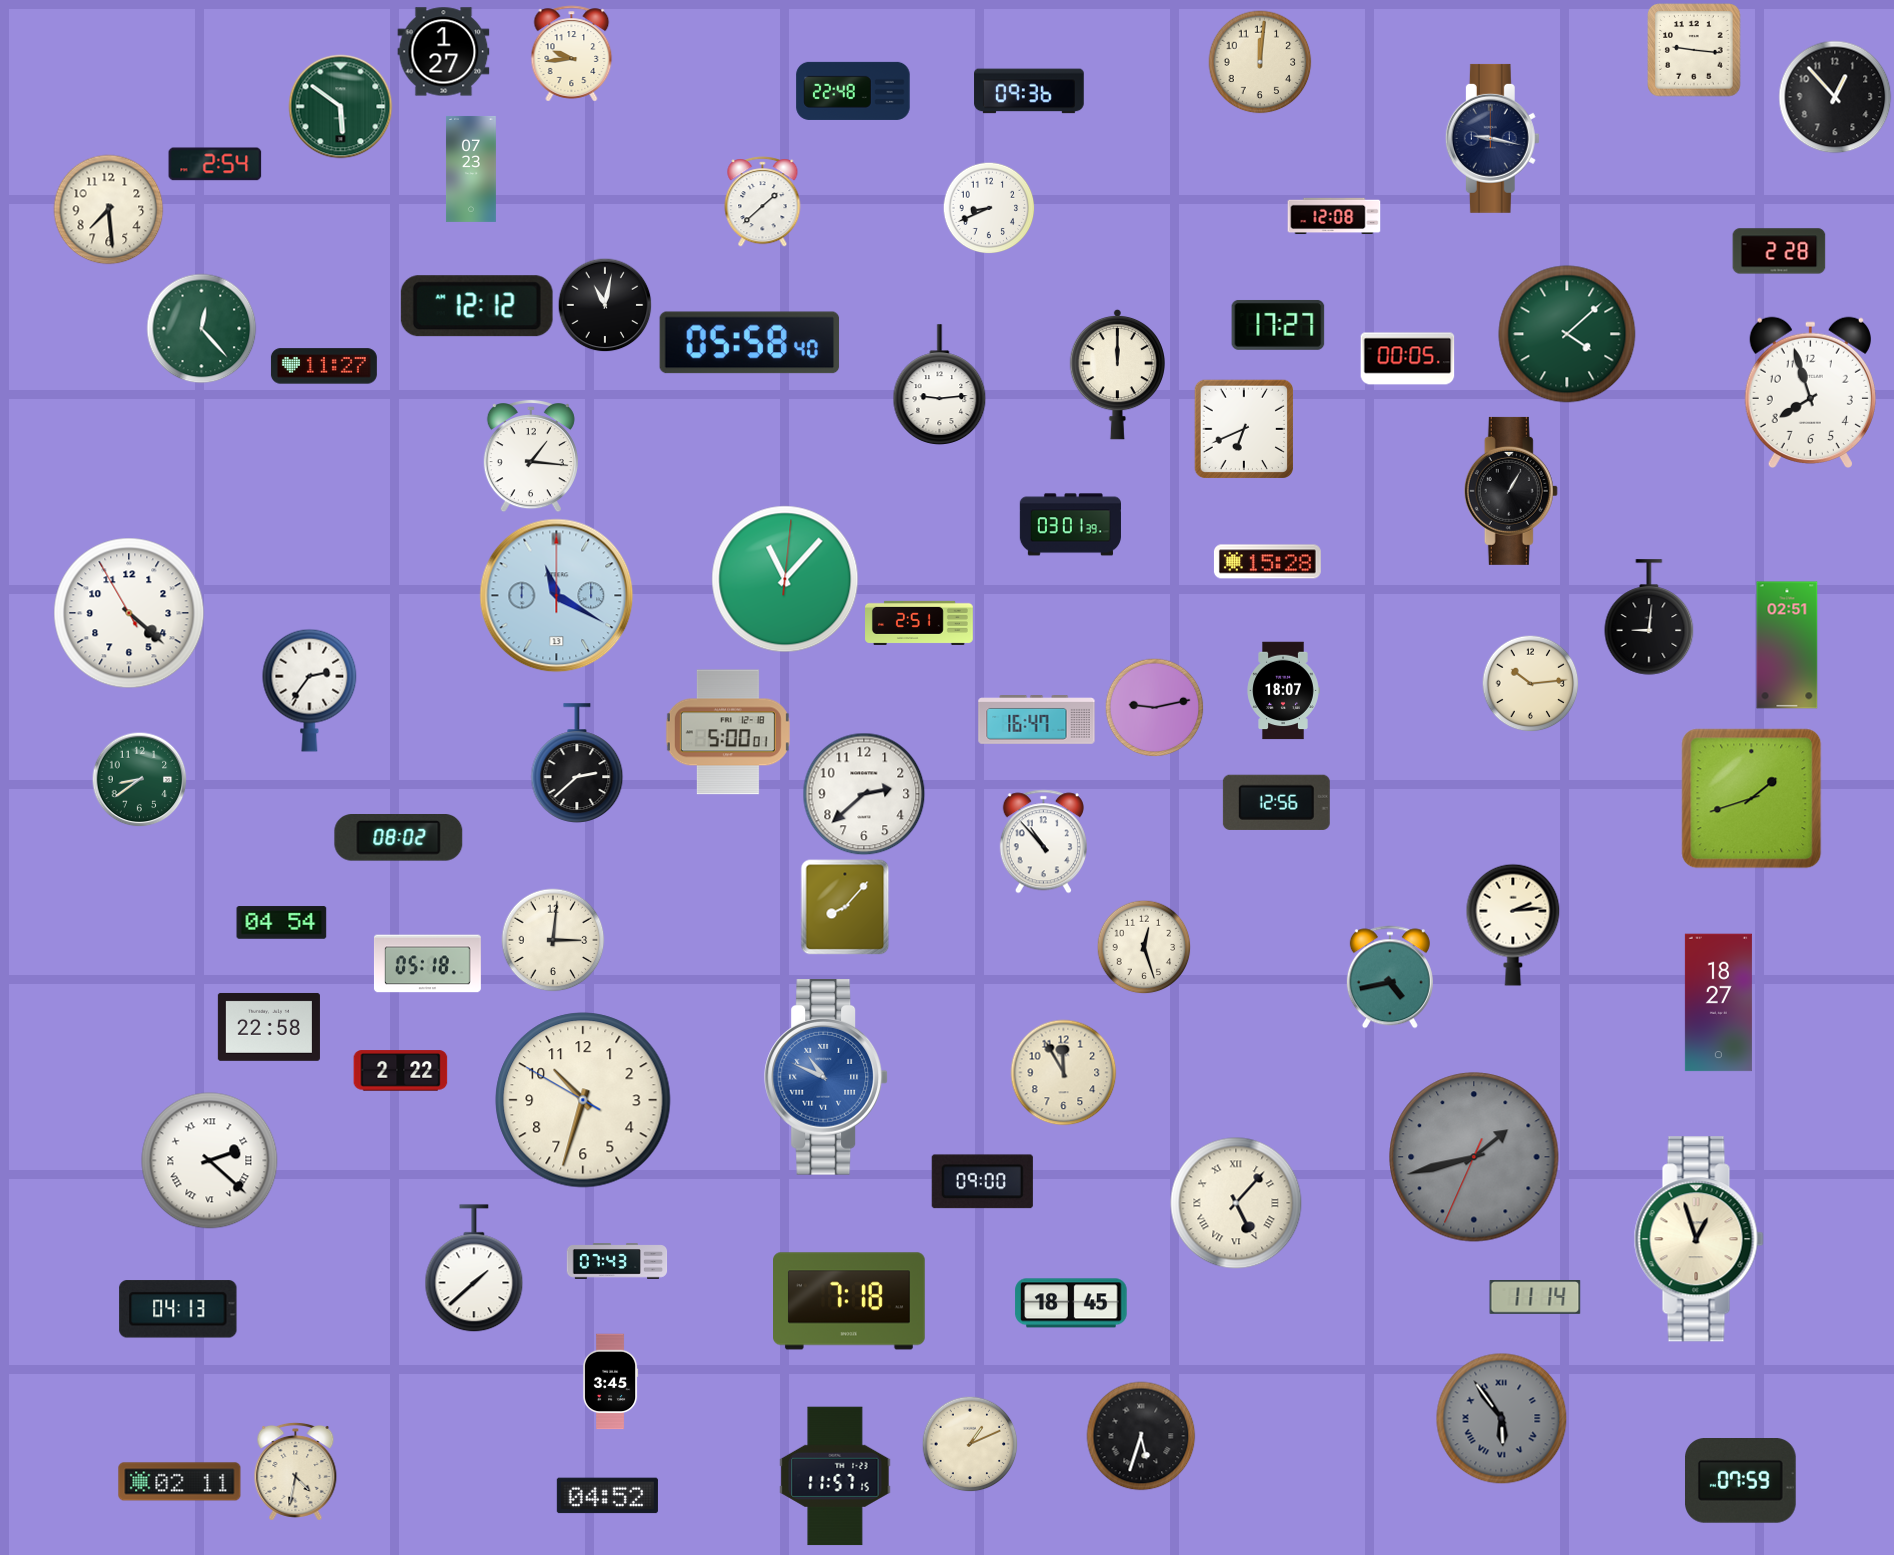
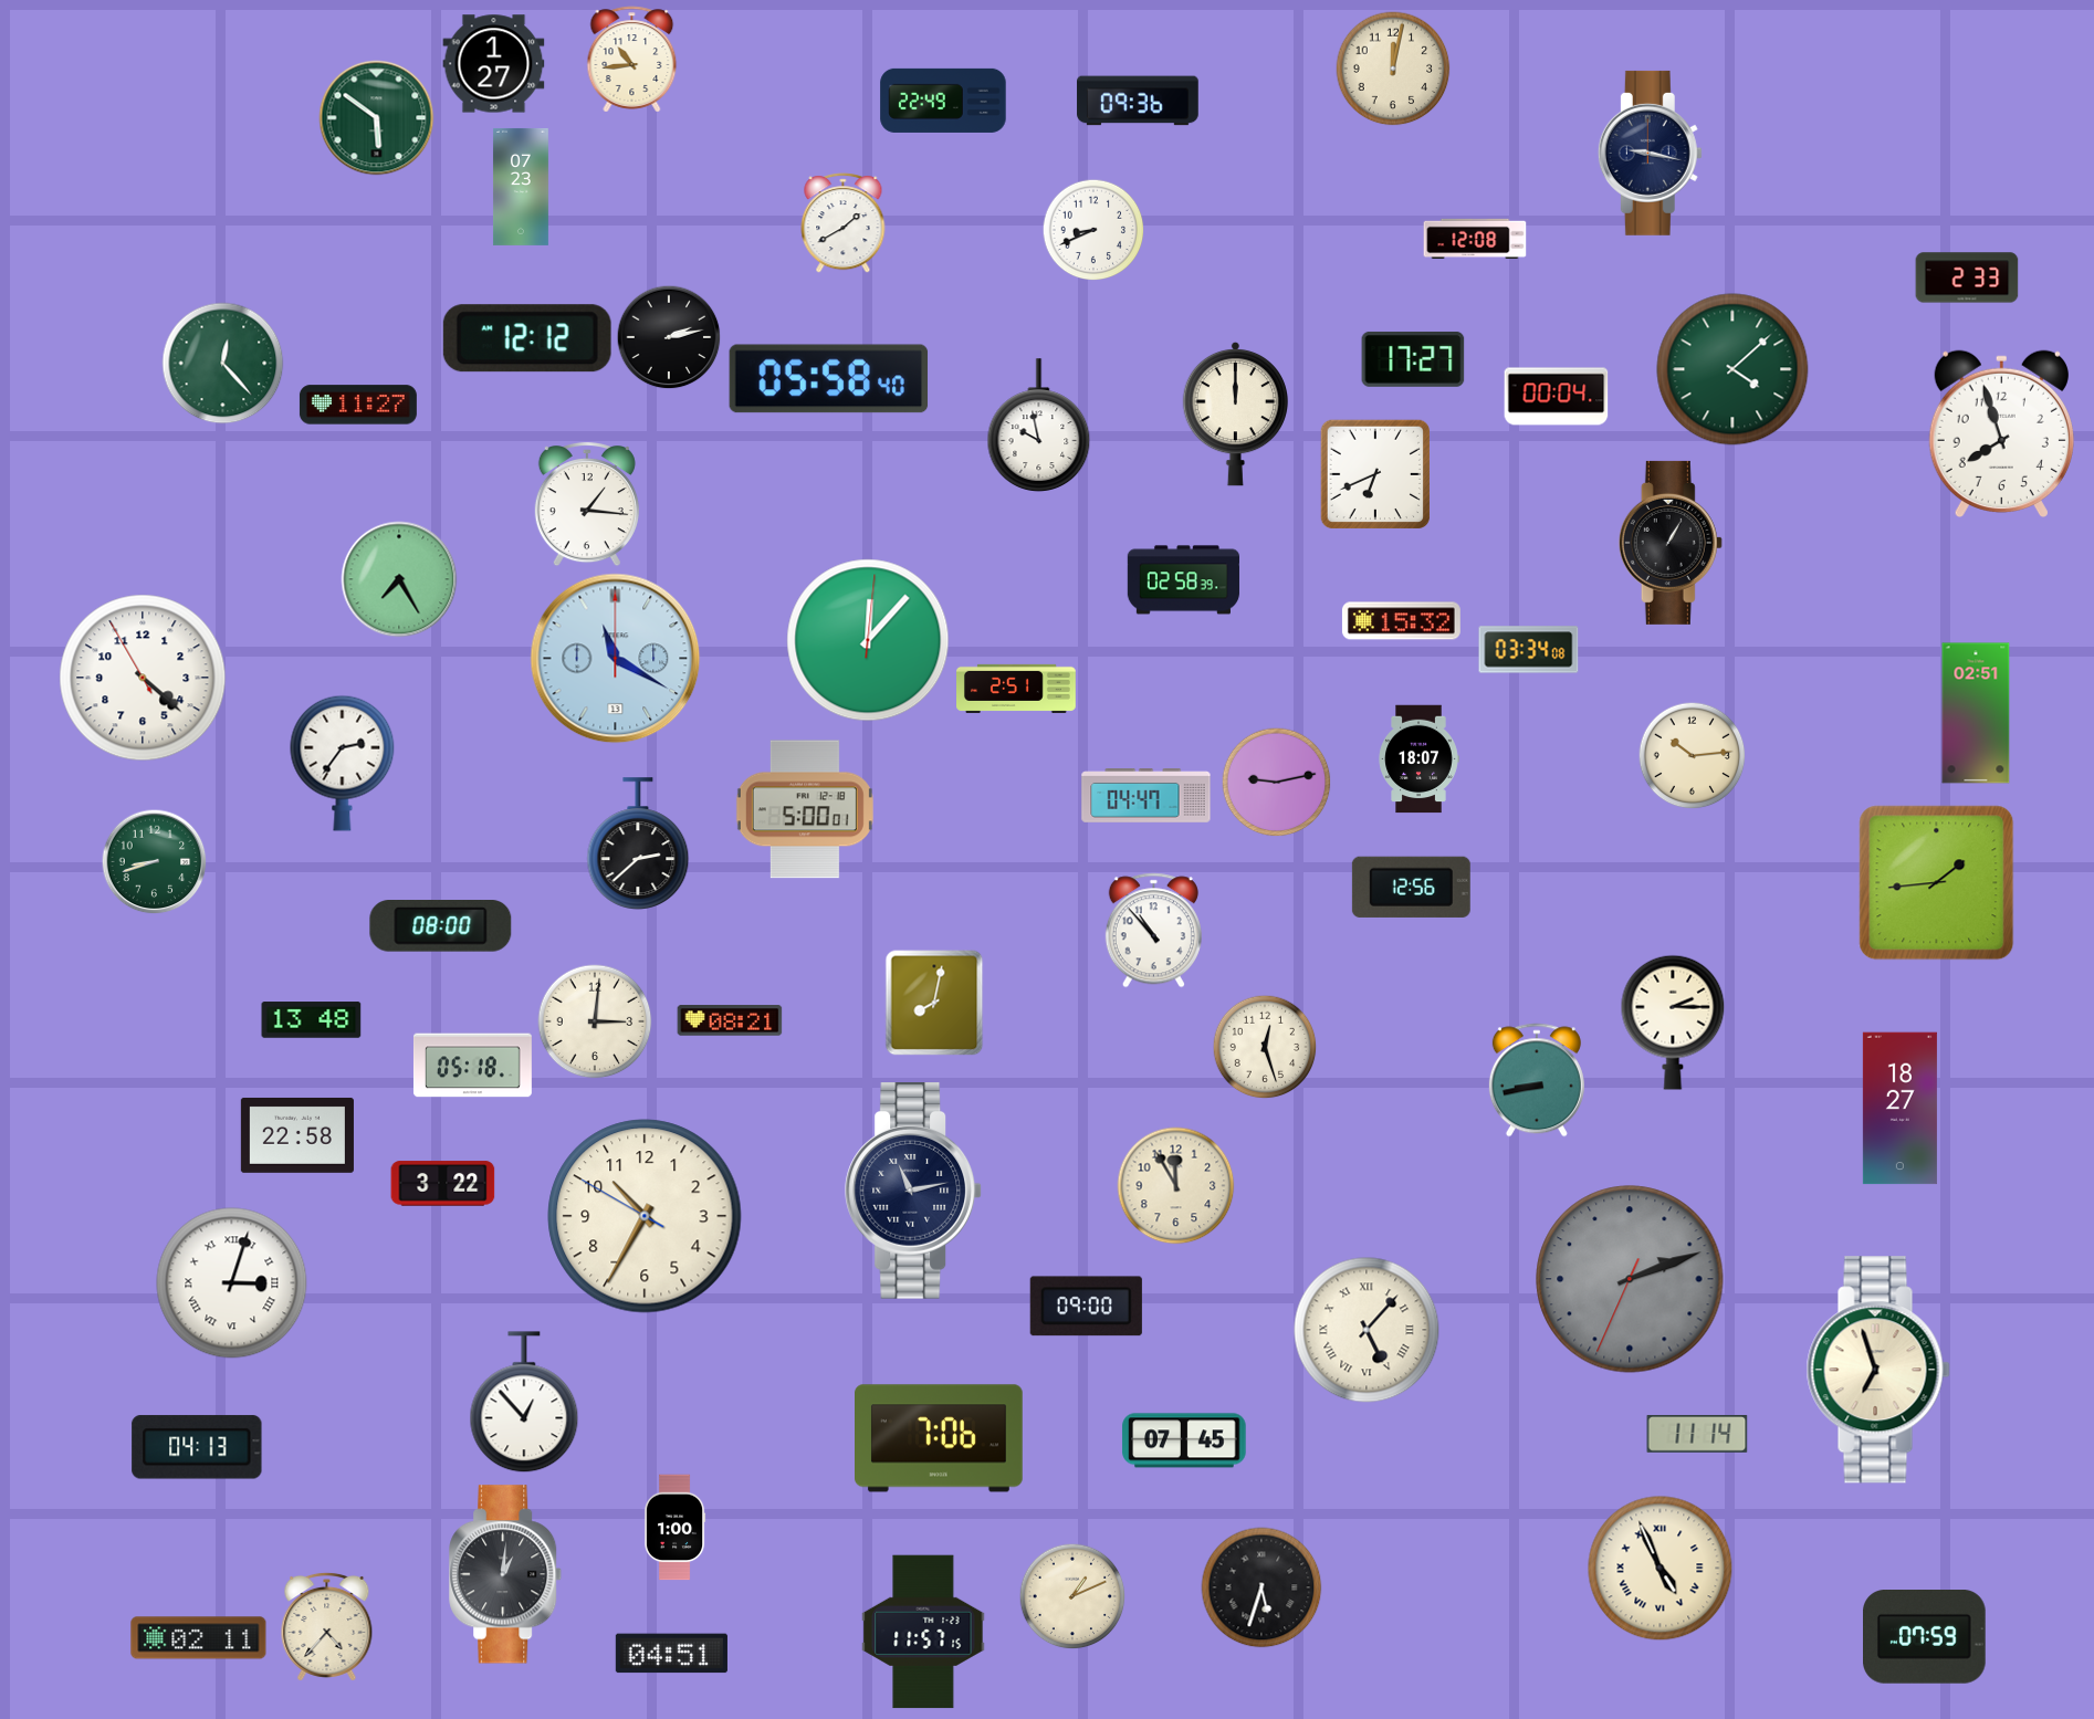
clock at (1694, 50): 9:16 -> none
clock at (444, 52) position: (444, 52) -> (494, 64)
clock at (572, 54): 9:44 -> 10:44
clock at (1260, 62): 12:01 -> 12:02
clock at (853, 91): 22:48 -> 22:49
clock at (1835, 97): 12:53 -> none
clock at (215, 164): 2:54 -> none
clock at (763, 202): 1:38 -> 1:40
clock at (109, 210): 7:29 -> none
clock at (1779, 251): 2:28 -> 2:33
clock at (605, 305): 11:02 -> 2:13
clock at (1408, 359): 00:05 -> 00:04
clock at (940, 384): 9:14 -> 9:58
clock at (399, 579): none -> 7:25
clock at (1070, 525): 03:01 -> 02:58
clock at (1267, 562): 15:28 -> 15:32
clock at (785, 579): 11:07 -> 12:07
clock at (1529, 650): none -> 03:34
clock at (1649, 617): 9:01 -> none
clock at (1283, 691) position: (1283, 691) -> (1418, 759)
clock at (1037, 720): 16:47 -> 04:47
clock at (139, 779): 8:39 -> 8:42
clock at (864, 794): 2:38 -> none
clock at (1752, 799): 1:42 -> 1:44
clock at (399, 838): 08:02 -> 08:00
clock at (845, 907): 8:07 -> 8:02
clock at (282, 923): 04:54 -> 13:48
clock at (730, 1020): none -> 08:21
clock at (1513, 925): 2:14 -> 2:15
clock at (553, 940) position: (553, 940) -> (595, 1021)
clock at (1390, 977): 4:43 -> 8:43
clock at (401, 1071): 2:22 -> 3:22
clock at (826, 1078): 10:49 -> 11:13
clock at (826, 1078) dial: blue -> navy
clock at (583, 1100): 10:32 -> 10:34
clock at (1474, 1157): 1:42 -> 2:11
clock at (210, 1161): 2:22 -> 3:03
clock at (1699, 1239): 12:57 -> 6:57
clock at (617, 1261): 07:43 -> none
clock at (474, 1269): 1:38 -> 12:53
clock at (850, 1301): 7:18 -> 7:06
clock at (1071, 1303): 18:45 -> 07:45
clock at (610, 1382): 3:45 -> 1:00
clock at (1502, 1419): 5:54 -> 4:56
clock at (1502, 1419) dial: grey -> cream
clock at (506, 1574): none -> 1:01
clock at (296, 1471): 4:32 -> 4:37
clock at (607, 1496): 04:52 -> 04:51
